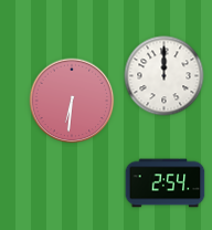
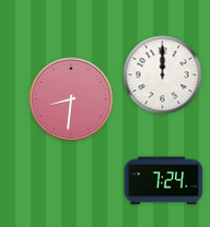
clock at (72, 101): 6:31 -> 8:31
clock at (166, 184): 2:54 -> 7:24
